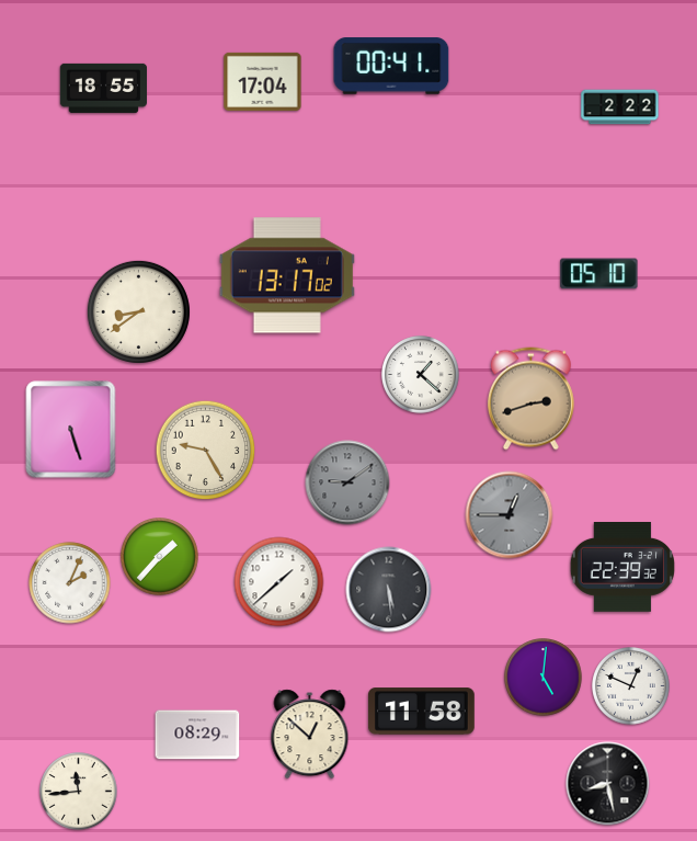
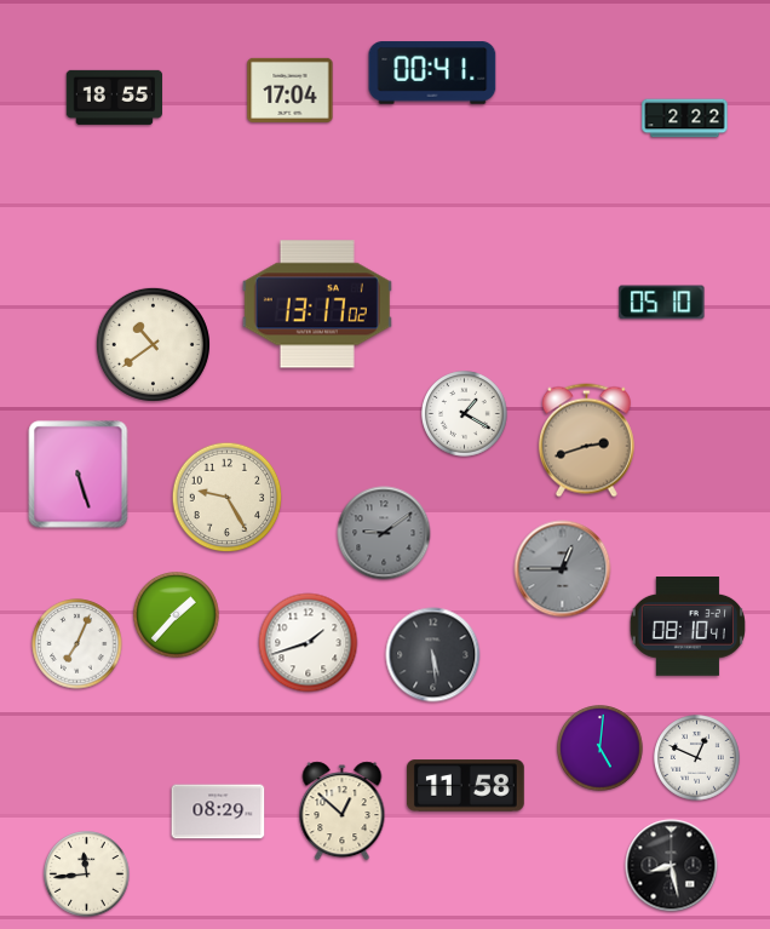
clock at (138, 311): 8:39 -> 10:39
clock at (421, 375): 1:22 -> 1:20
clock at (622, 568): 22:39 -> 08:10
clock at (279, 582): 1:38 -> 1:42
clock at (70, 583): 2:04 -> 7:04
clock at (389, 590) position: (389, 590) -> (433, 655)
